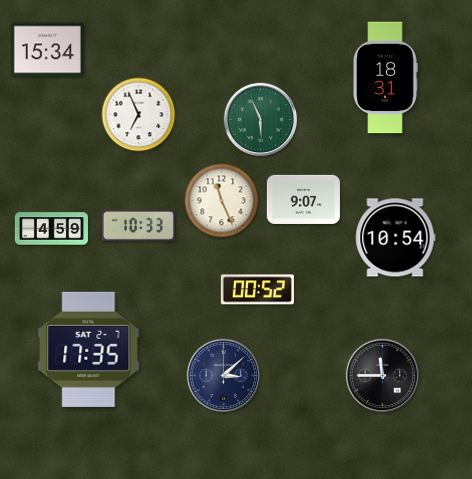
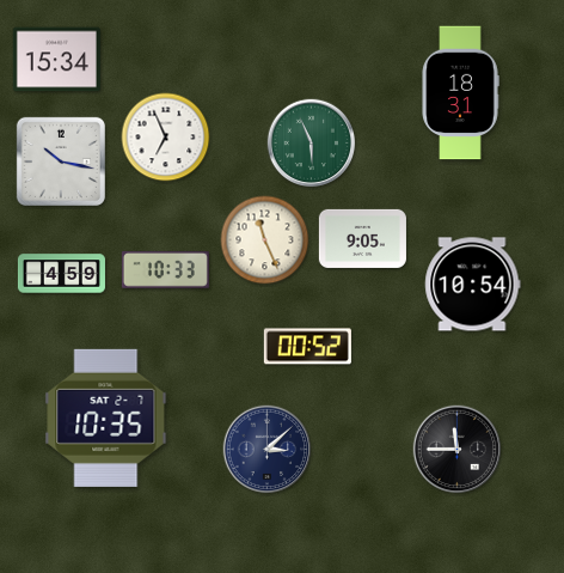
clock at (61, 161): none -> 10:17
clock at (303, 199): 9:07 -> 9:05
clock at (89, 349): 17:35 -> 10:35
